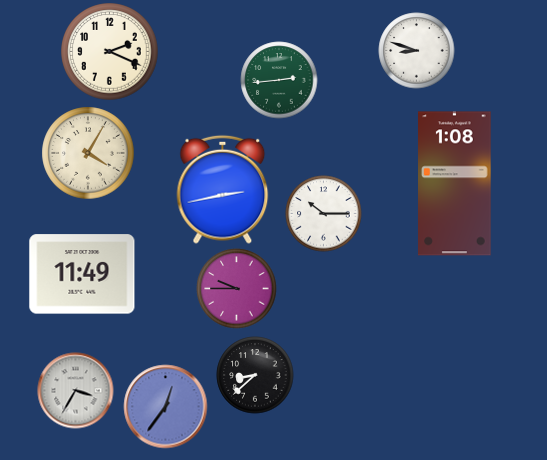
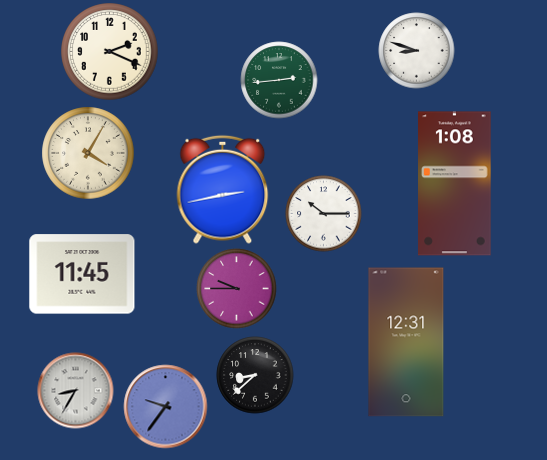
clock at (82, 274): 11:49 -> 11:45
clock at (406, 342): none -> 12:31
clock at (76, 391): 3:35 -> 8:35
clock at (166, 407): 12:36 -> 9:36
